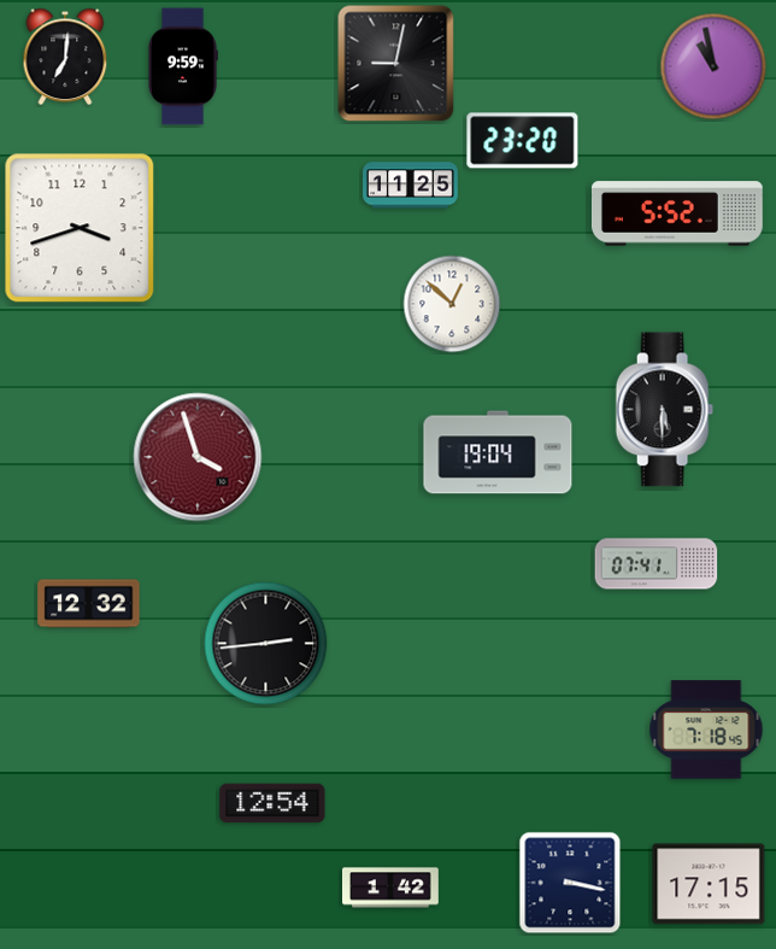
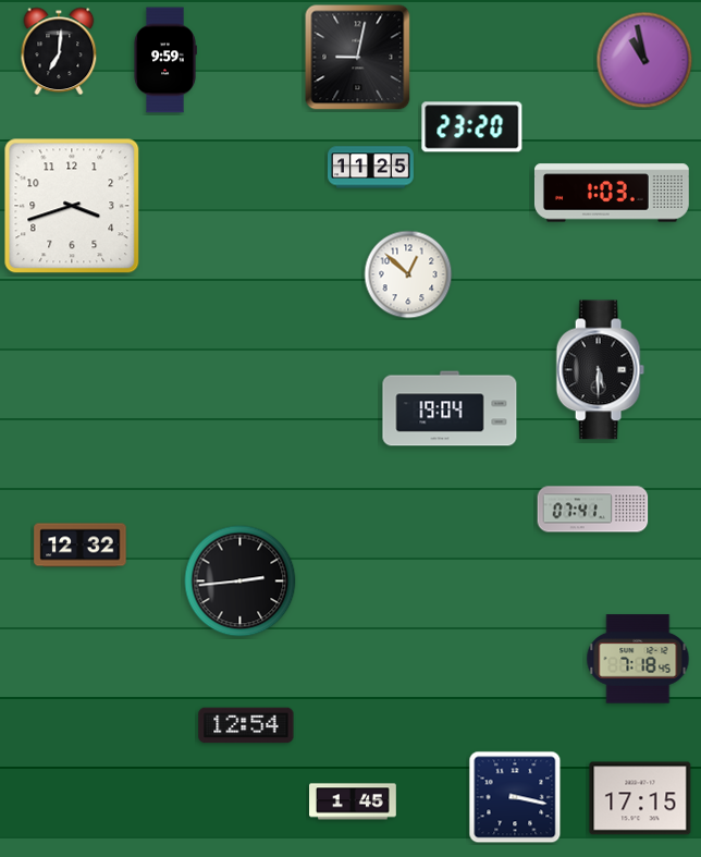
clock at (677, 213): 5:52 -> 1:03
clock at (198, 457): 3:57 -> none
clock at (392, 888): 1:42 -> 1:45
